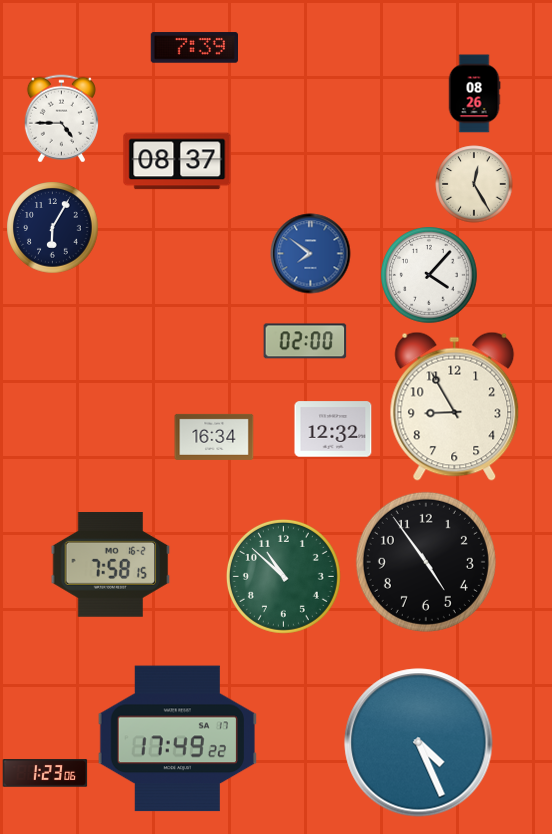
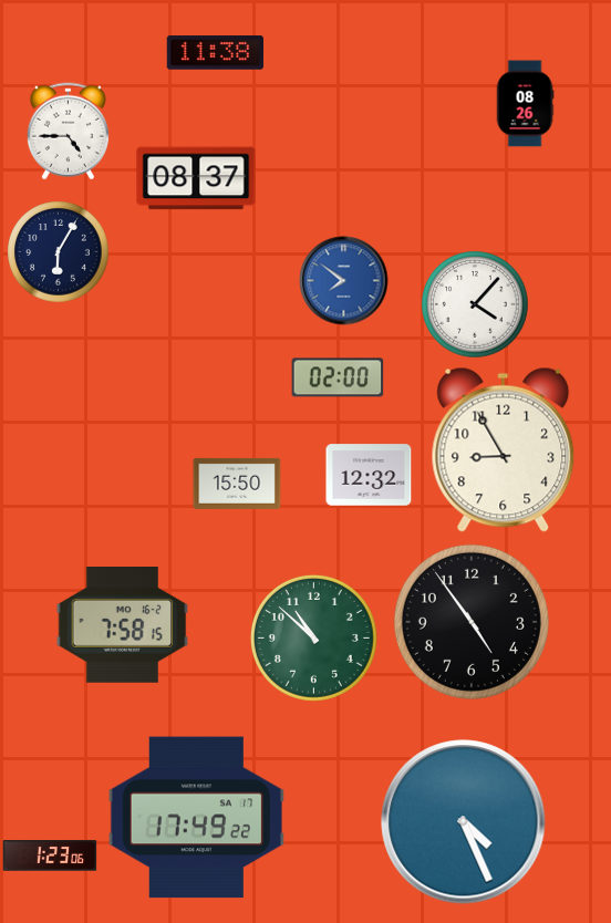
clock at (194, 48): 7:39 -> 11:38
clock at (474, 184): 12:25 -> none
clock at (214, 437): 16:34 -> 15:50
